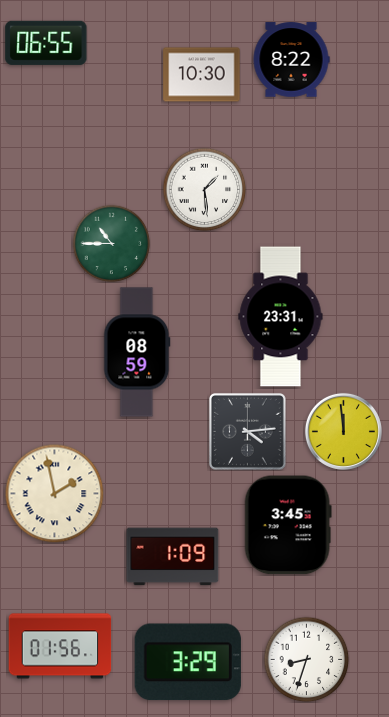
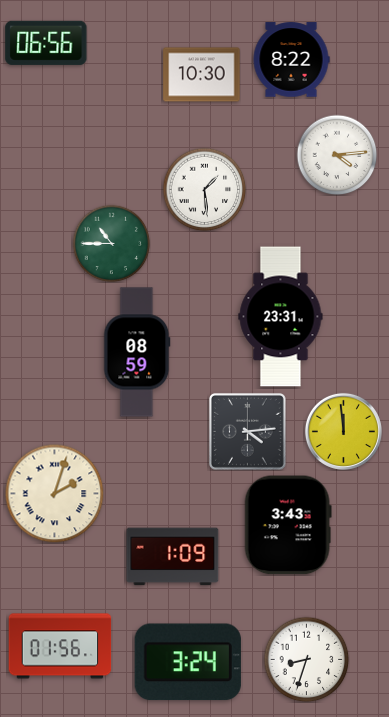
clock at (46, 43): 06:55 -> 06:56
clock at (337, 155): none -> 4:14
clock at (55, 494): 1:58 -> 2:03
clock at (288, 525): 3:45 -> 3:43
clock at (188, 662): 3:29 -> 3:24
